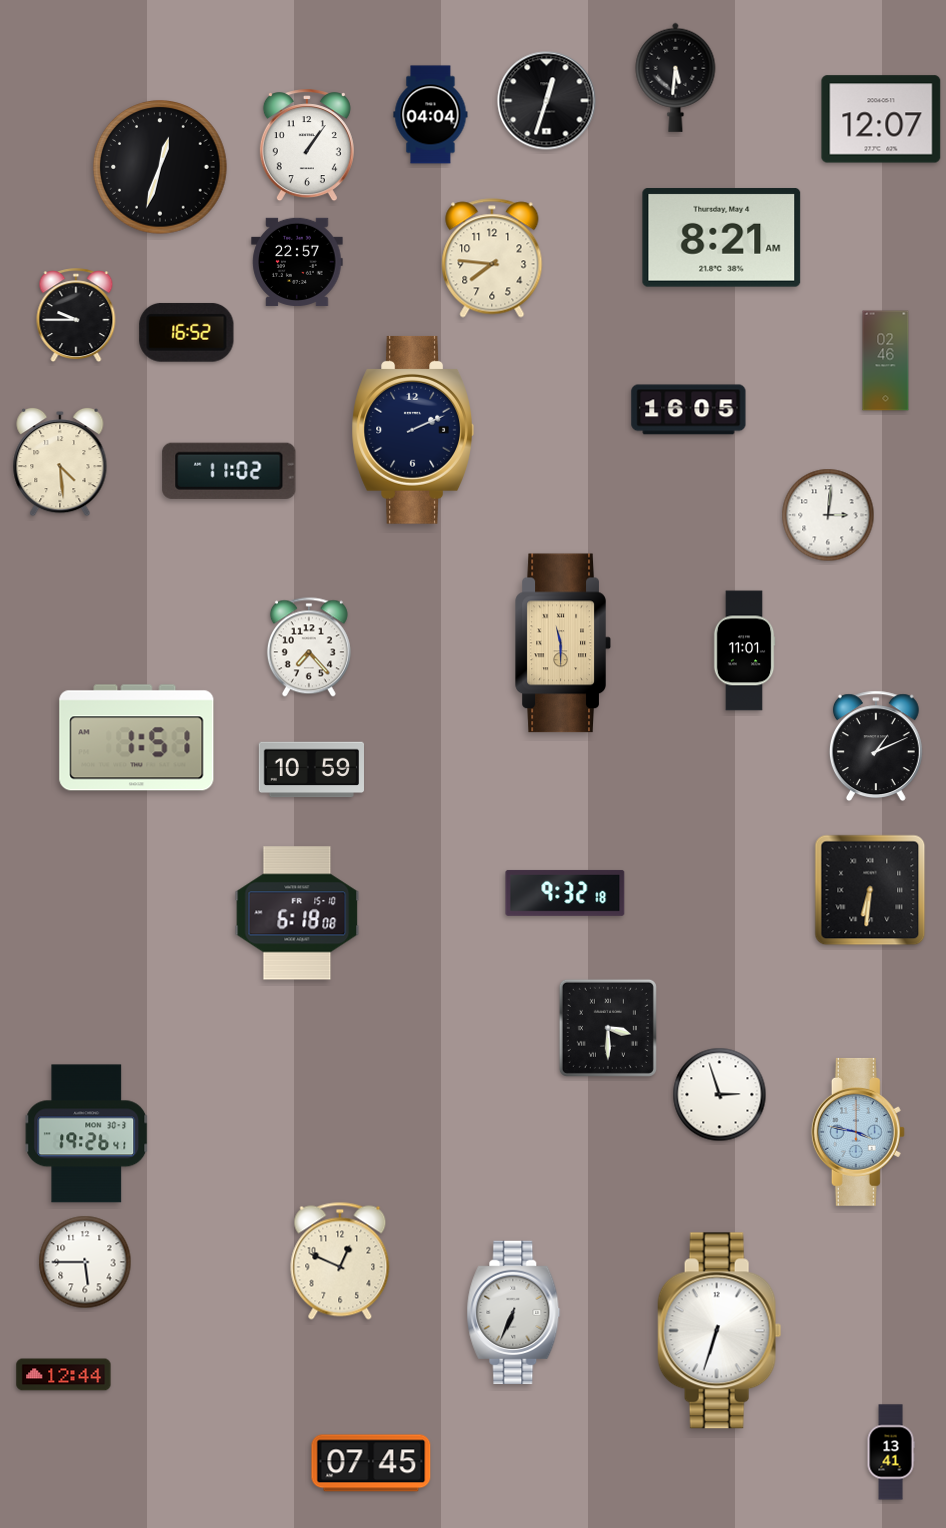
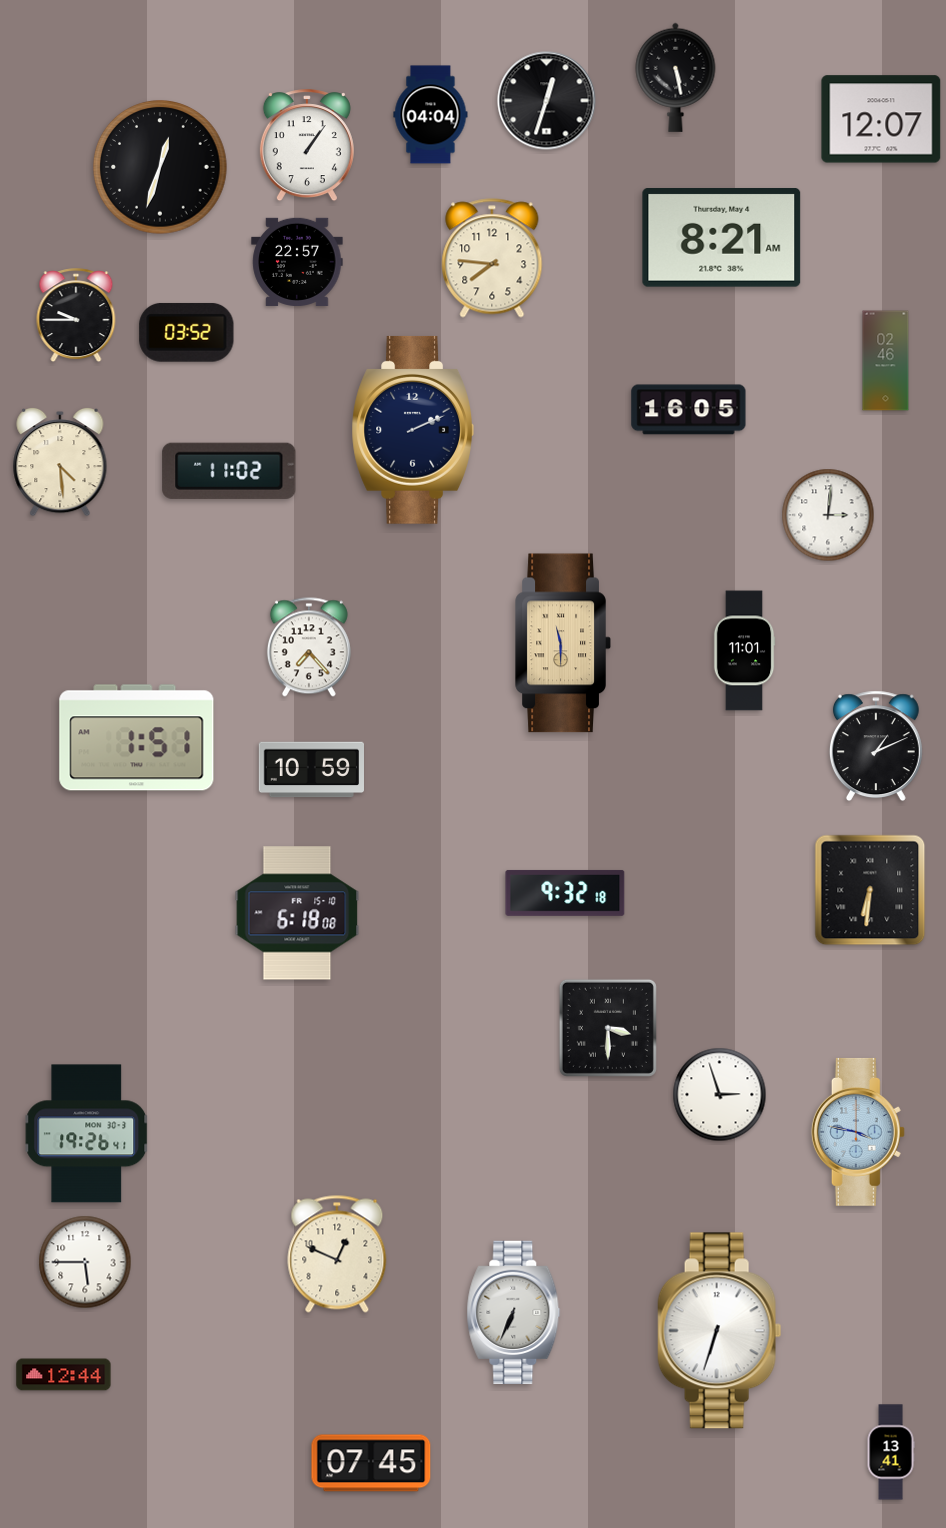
clock at (676, 77): 5:31 -> 5:28
clock at (187, 332): 16:52 -> 03:52
clock at (340, 1261) position: (340, 1261) -> (337, 1254)
